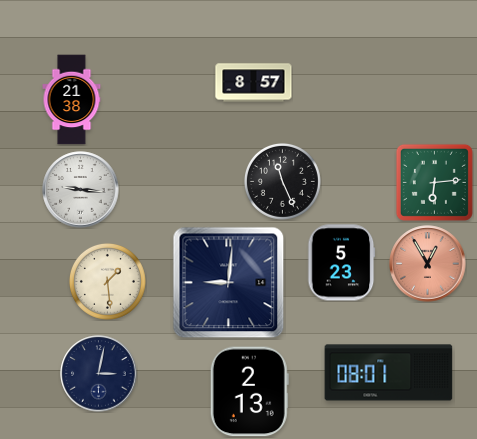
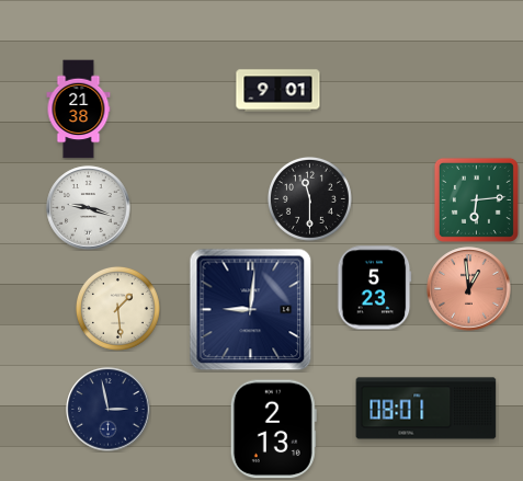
clock at (254, 83): 8:57 -> 9:01
clock at (282, 181): 11:26 -> 11:30
clock at (81, 190): 9:16 -> 9:18
clock at (428, 264): 12:55 -> 12:59
clock at (99, 374): 3:02 -> 2:58
